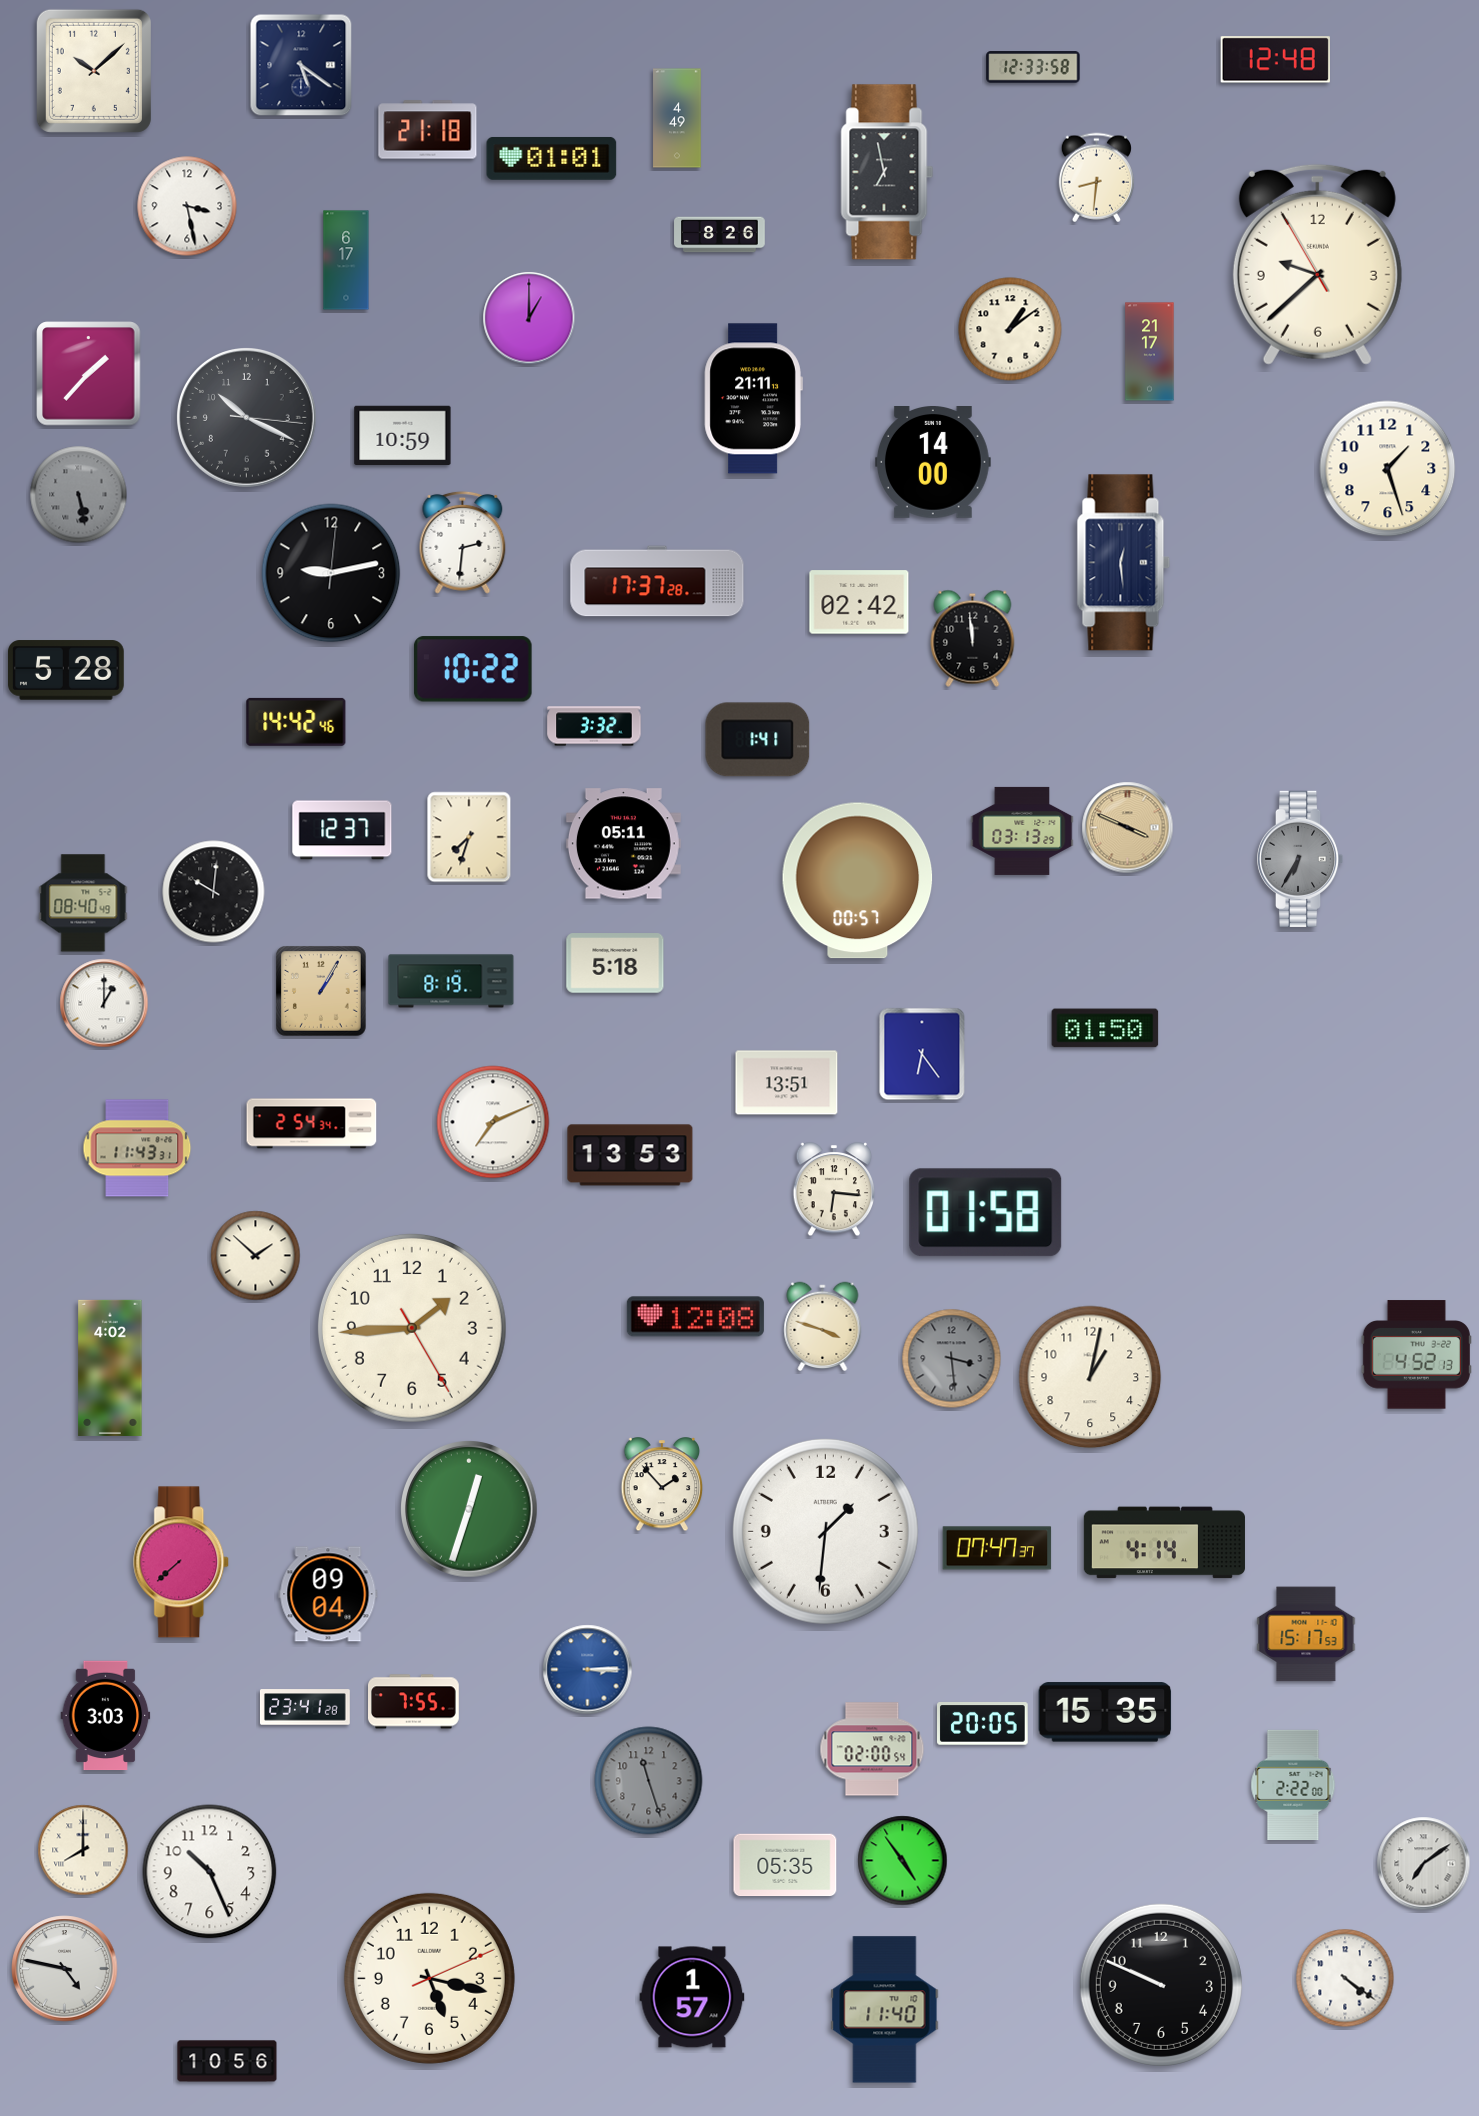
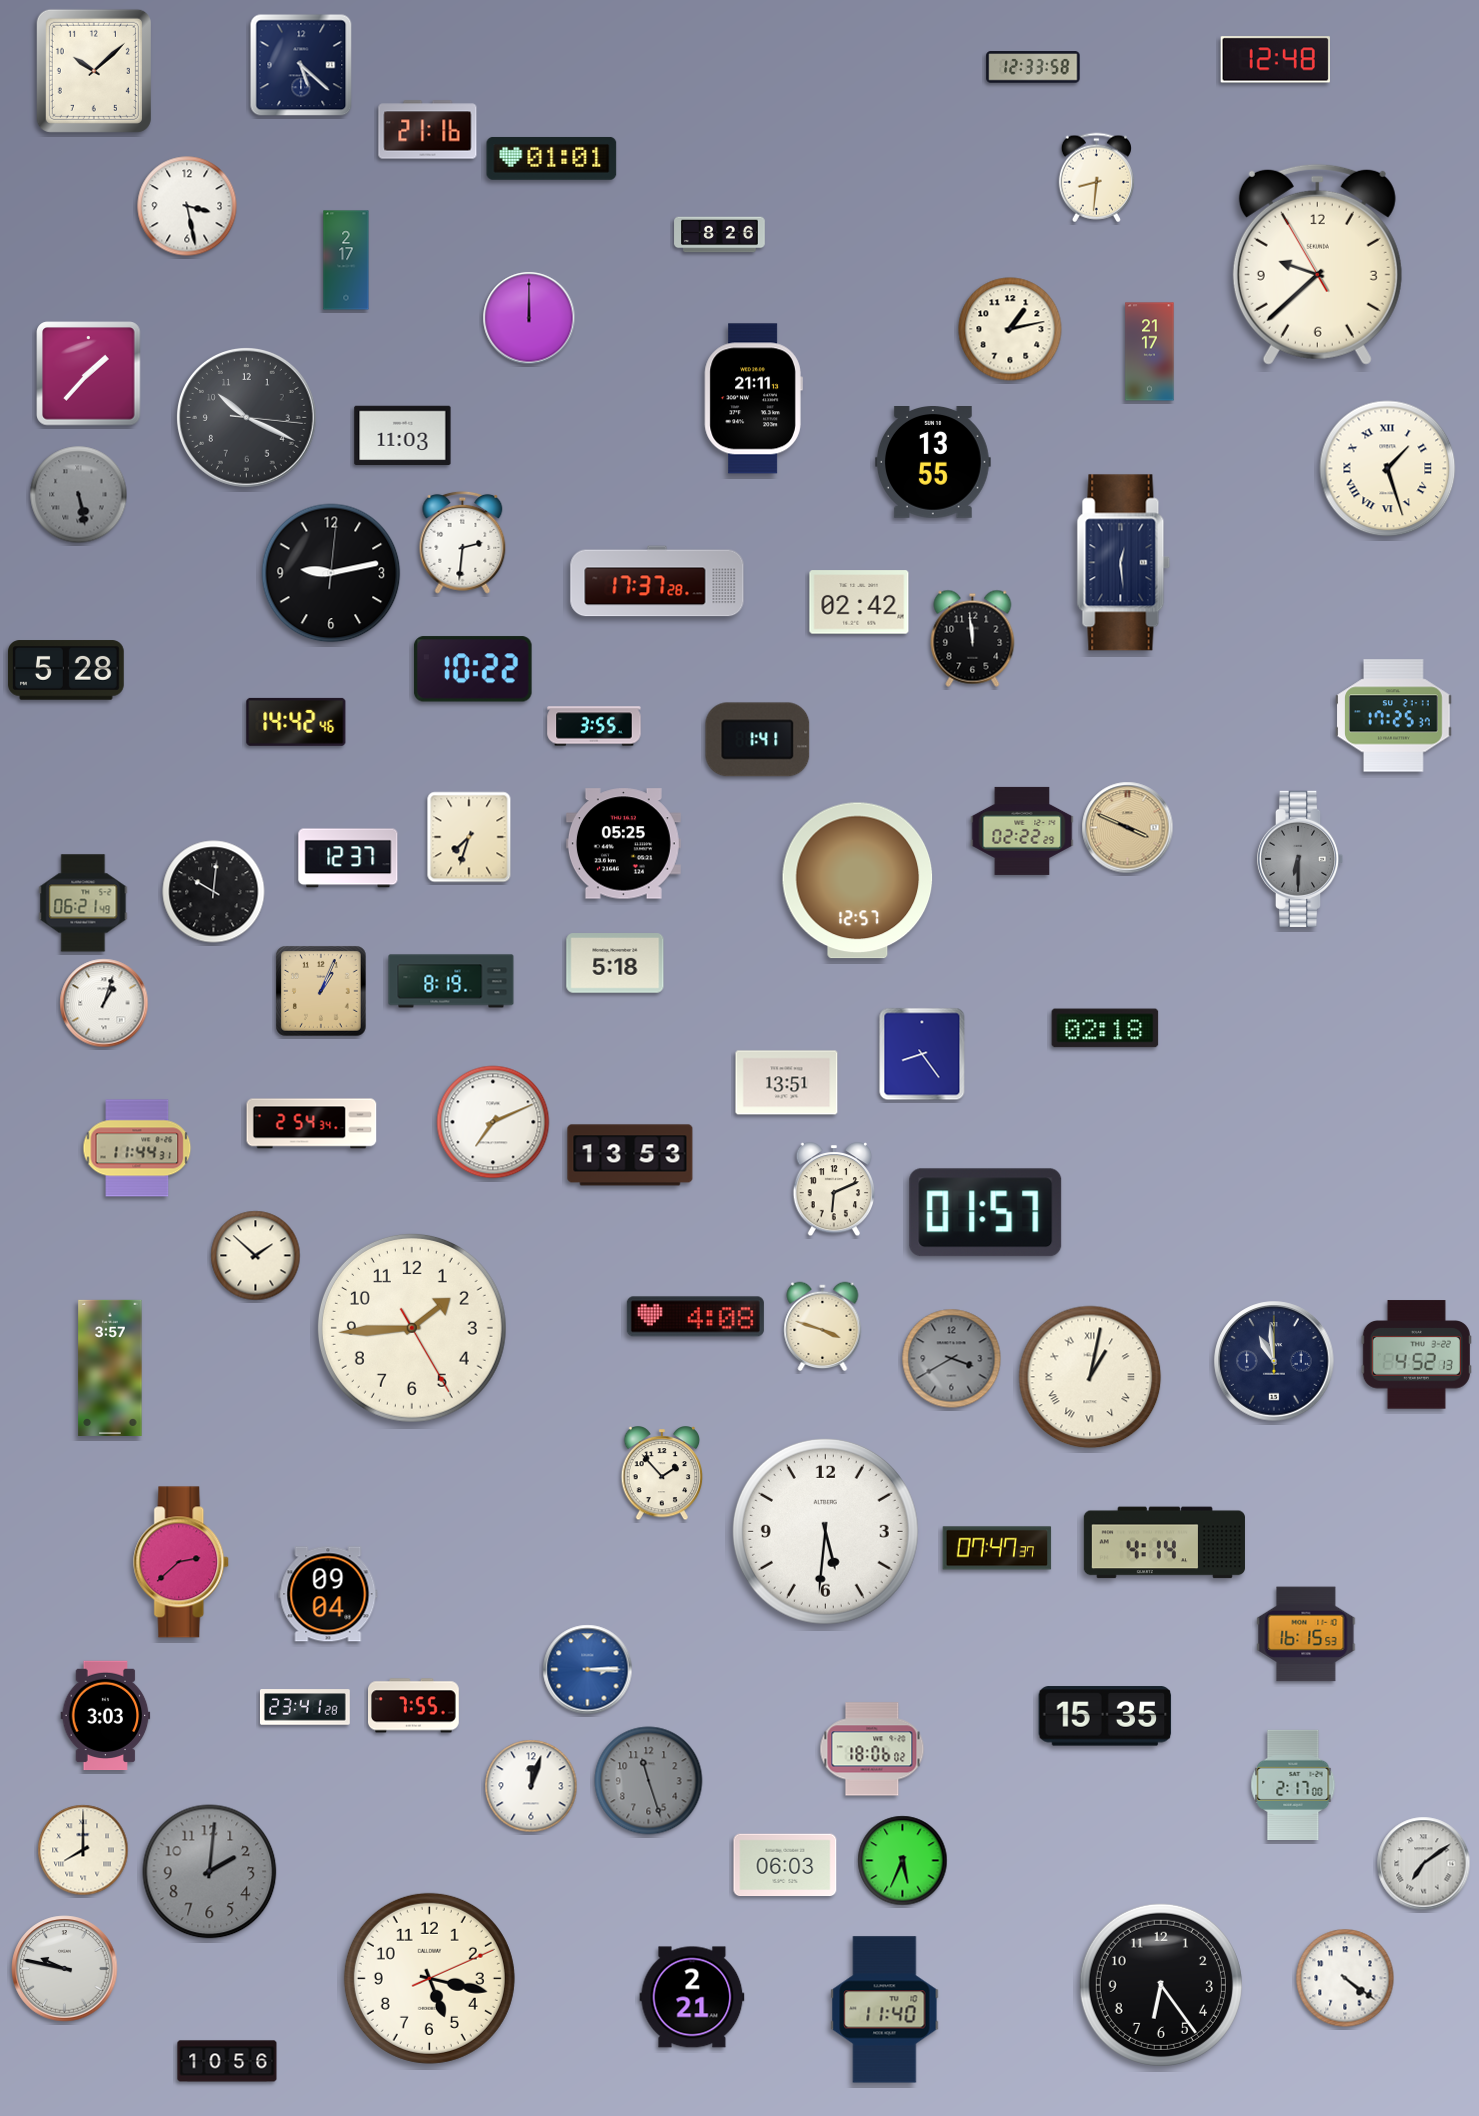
clock at (301, 65): 5:21 -> 5:22
clock at (677, 118): 4:49 -> none
clock at (428, 130): 21:18 -> 21:16
clock at (887, 172): 6:58 -> none
clock at (346, 260): 6:17 -> 2:17
clock at (529, 318): 1:00 -> 12:00
clock at (1010, 329): 1:09 -> 1:13
clock at (403, 436): 10:59 -> 11:03
clock at (934, 463): 14:00 -> 13:55
clock at (1388, 469) numerals: Arabic -> Roman
clock at (1394, 716): none -> 17:25
clock at (594, 726): 3:32 -> 3:55
clock at (342, 830) position: (342, 830) -> (348, 858)
clock at (1022, 831): 03:13 -> 02:22
clock at (623, 844): 05:11 -> 05:25
clock at (1300, 859): 6:35 -> 6:30
clock at (858, 881): 00:57 -> 12:57
clock at (83, 903): 08:40 -> 06:21
clock at (322, 992): 1:05 -> 1:04
clock at (104, 1003): 1:00 -> 1:03
clock at (1105, 1028): 01:50 -> 02:18
clock at (922, 1054): 6:24 -> 8:24
clock at (137, 1148): 11:43 -> 11:44
clock at (834, 1190): 6:16 -> 6:11
clock at (986, 1213): 01:58 -> 01:57
clock at (695, 1317): 12:08 -> 4:08
clock at (952, 1359): 3:29 -> 3:40
clock at (1274, 1361): none -> 10:59
clock at (110, 1368): 4:02 -> 3:57
clock at (1090, 1377) numerals: Arabic -> Roman
clock at (662, 1485) position: (662, 1485) -> (662, 1474)
clock at (470, 1510): 12:33 -> none
clock at (825, 1531): 1:31 -> 5:31
clock at (182, 1562): 7:38 -> 2:38
clock at (1306, 1634): 15:17 -> 16:15
clock at (414, 1702) position: (414, 1702) -> (414, 1706)
clock at (1105, 1712) position: (1105, 1712) -> (1105, 1716)
clock at (983, 1724): 20:05 -> none
clock at (872, 1749): 02:00 -> 18:06
clock at (1293, 1784): 2:22 -> 2:17
clock at (531, 1786): none -> 12:03
clock at (903, 1861): 4:54 -> 5:34
clock at (785, 1865): 05:35 -> 06:03
clock at (210, 1872): 10:26 -> 2:01
clock at (210, 1872) dial: white -> grey
clock at (65, 1969): 4:47 -> 9:47
clock at (1161, 1985): 9:49 -> 6:24
clock at (692, 1997): 1:57 -> 2:21
